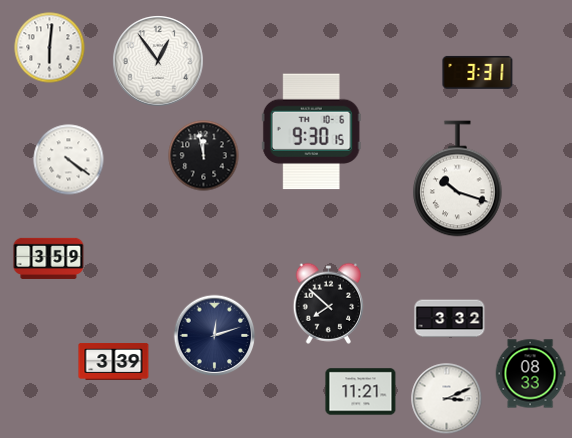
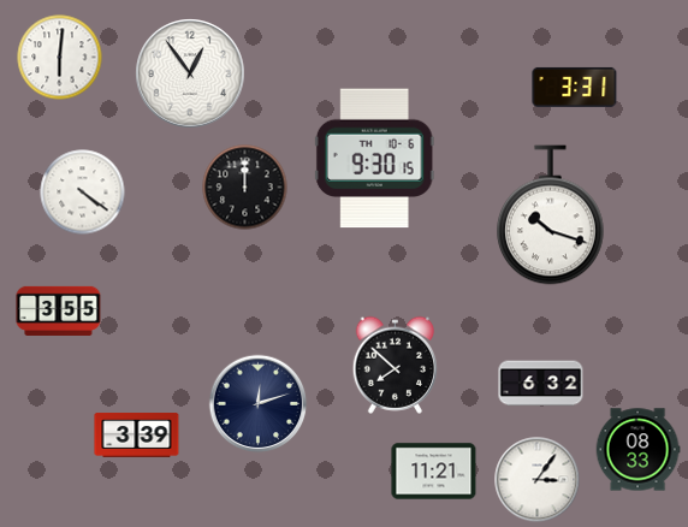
clock at (204, 156): 11:58 -> 12:00
clock at (49, 258): 3:59 -> 3:55
clock at (450, 319): 3:32 -> 6:32
clock at (447, 399): 3:11 -> 3:06
